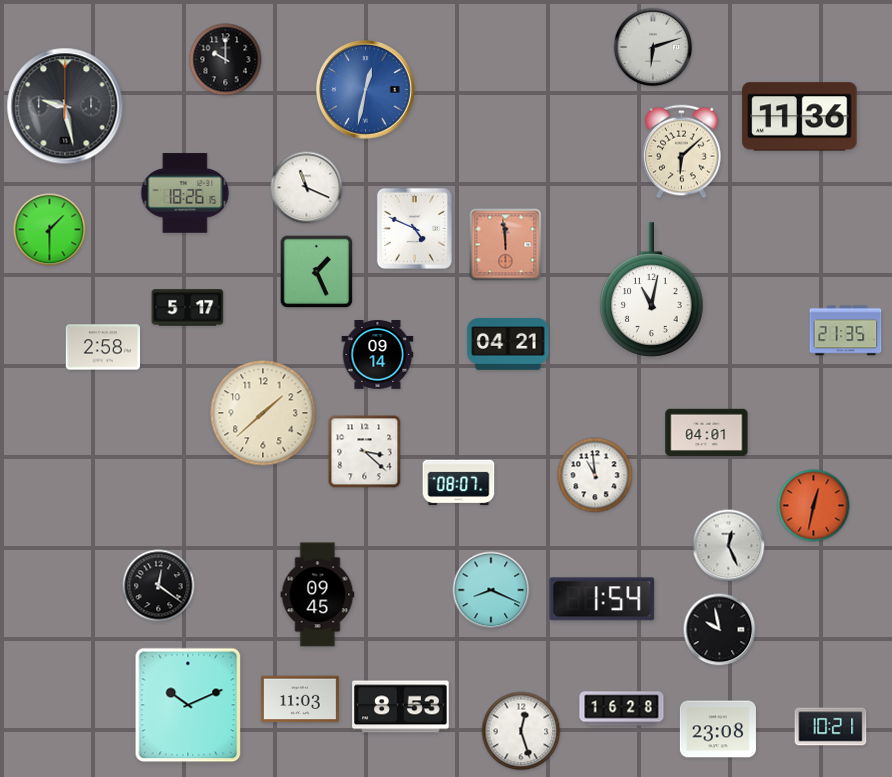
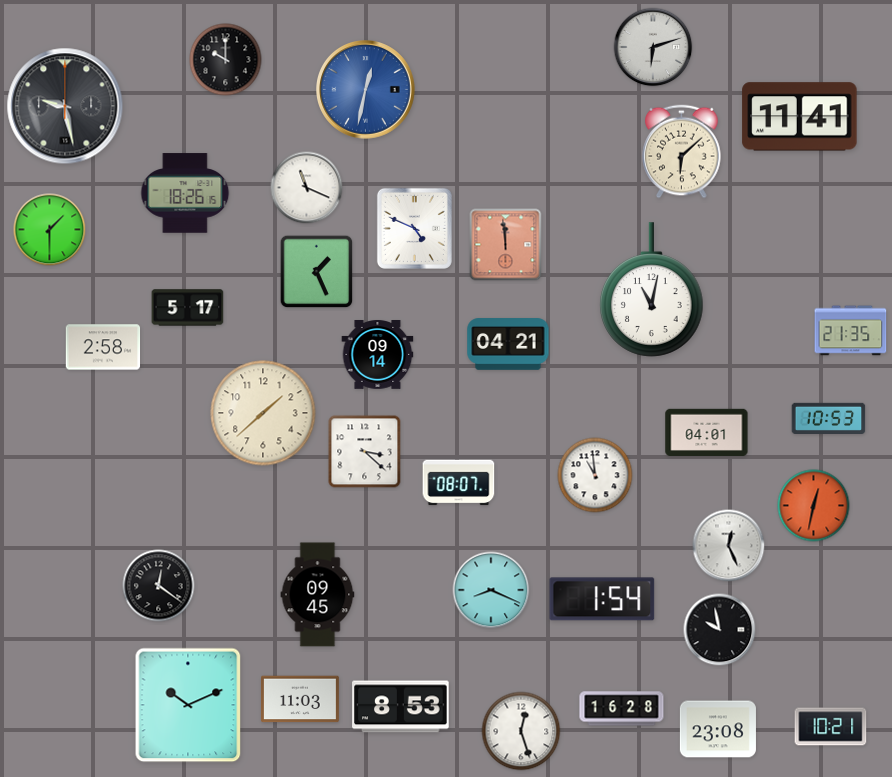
clock at (800, 117): 11:36 -> 11:41
clock at (846, 331) position: (846, 331) -> (851, 331)
clock at (829, 418): none -> 10:53
